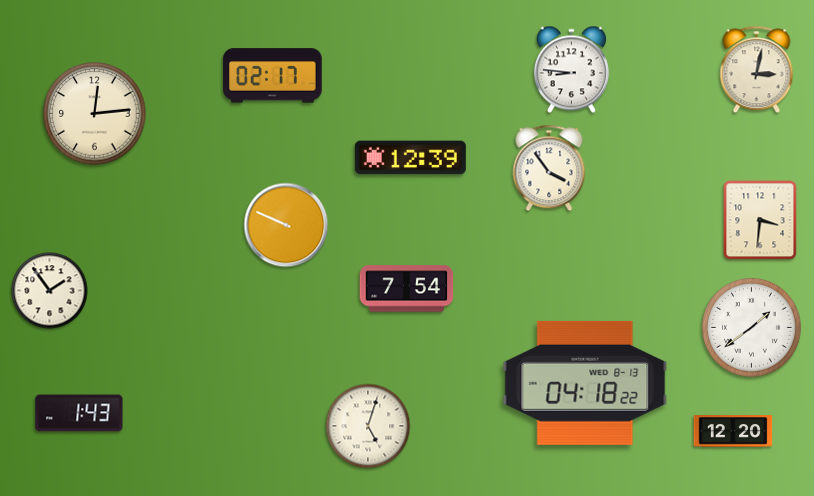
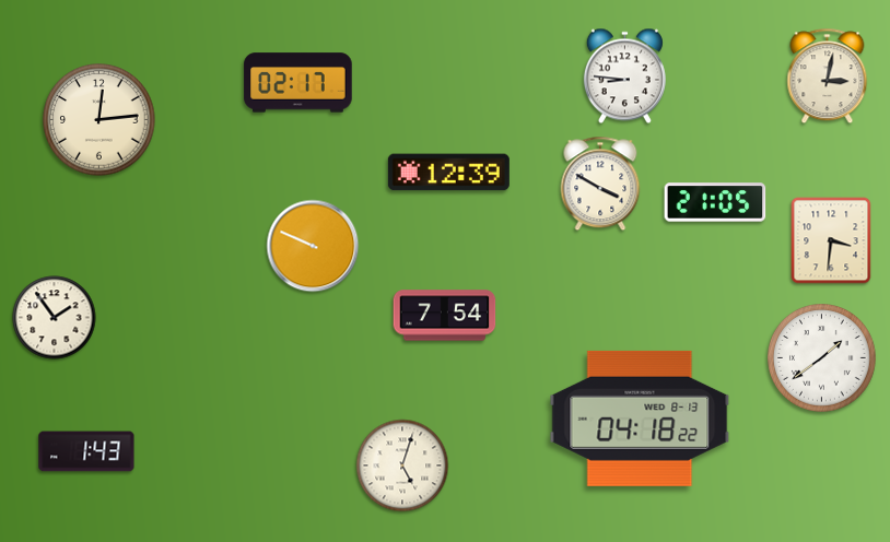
clock at (95, 114) position: (95, 114) -> (99, 120)
clock at (549, 168): 3:54 -> 3:50
clock at (715, 202): none -> 21:05
clock at (733, 431): 12:20 -> none
